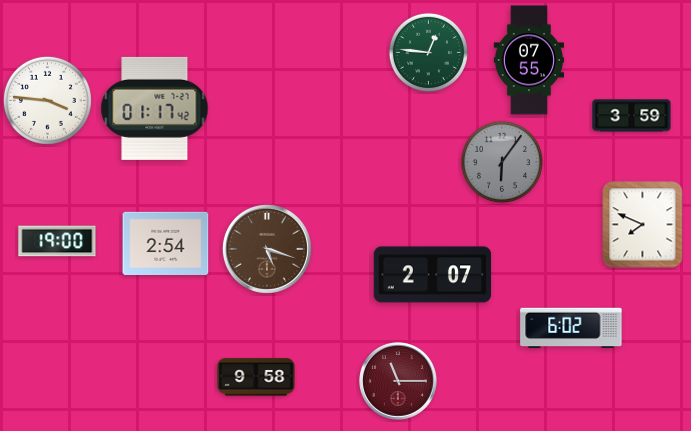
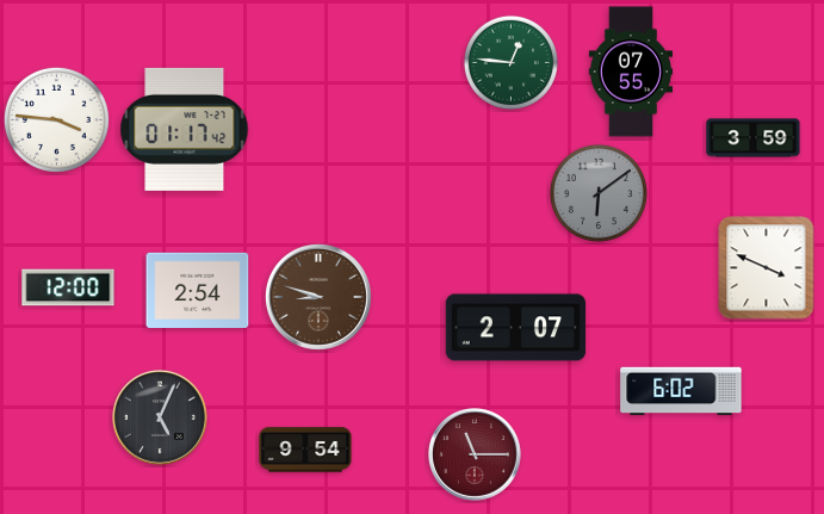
clock at (502, 162): 6:06 -> 6:09
clock at (643, 225): 7:49 -> 3:49
clock at (57, 241): 19:00 -> 12:00
clock at (267, 249): 5:18 -> 8:48
clock at (161, 419): none -> 5:04
clock at (256, 377): 9:58 -> 9:54
